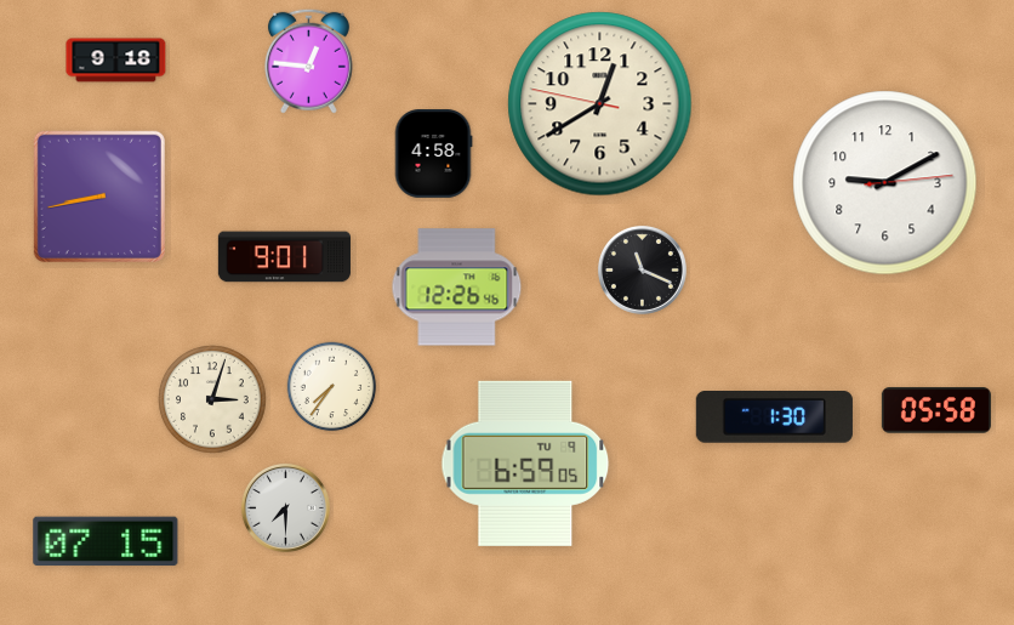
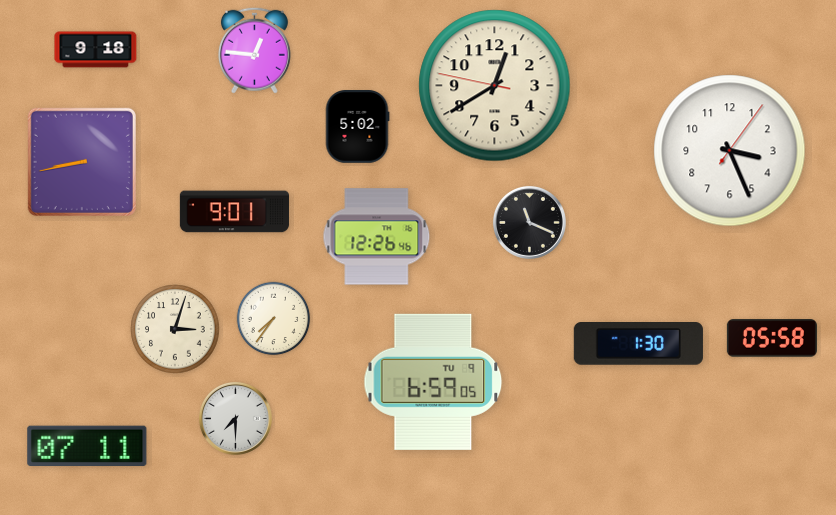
clock at (433, 154): 4:58 -> 5:02
clock at (885, 183): 9:10 -> 3:26
clock at (106, 541): 07:15 -> 07:11
